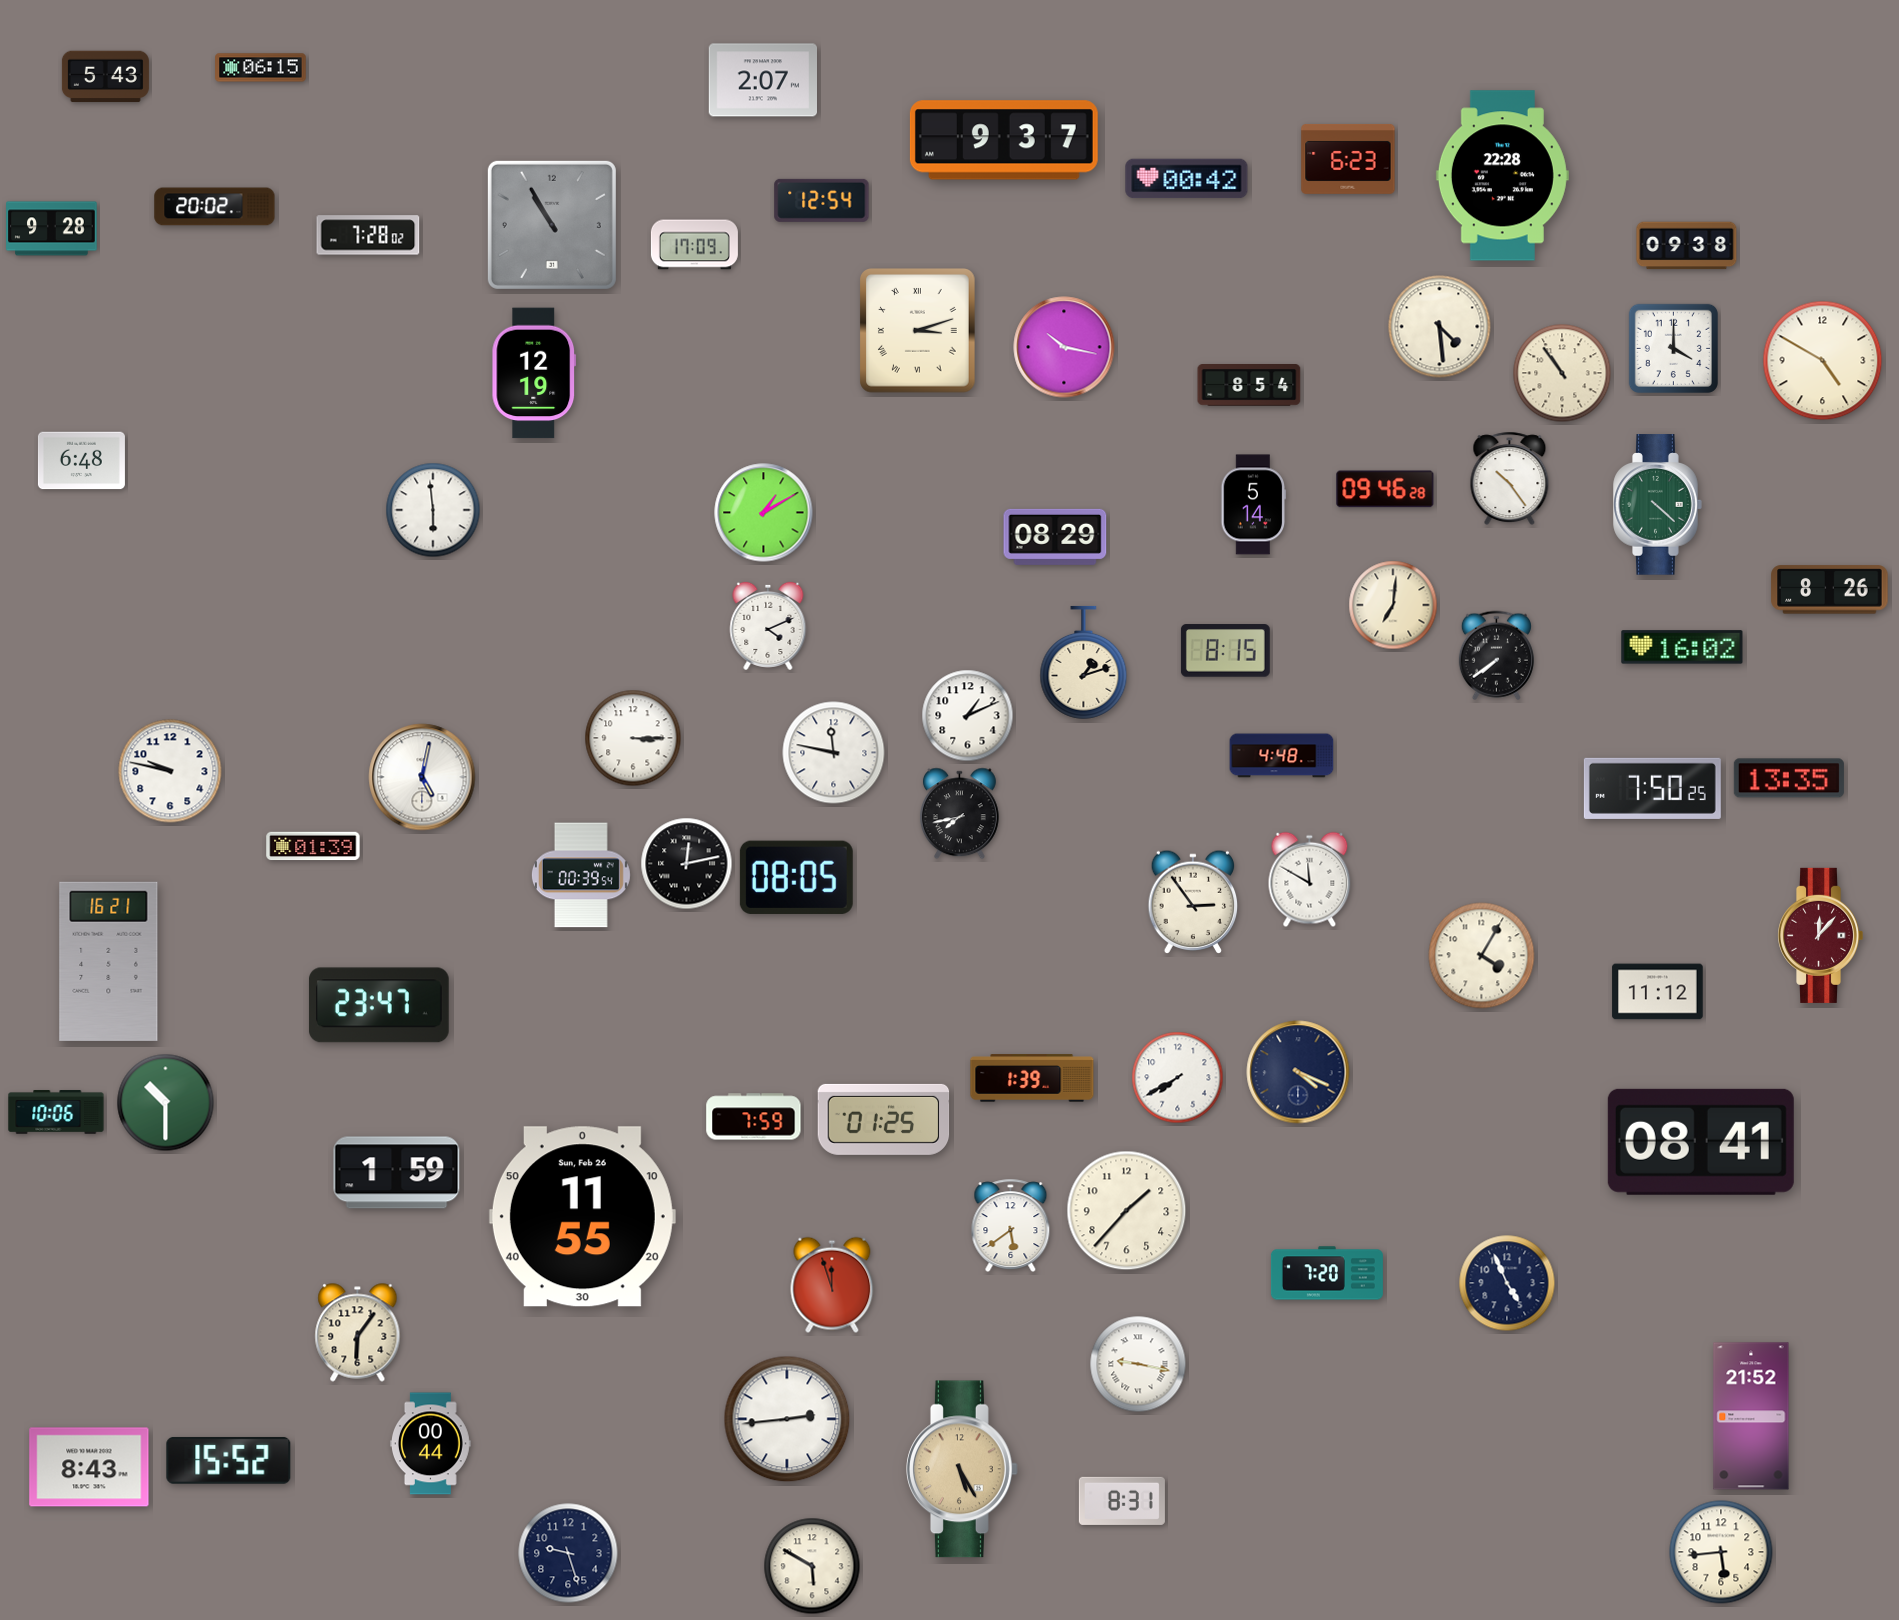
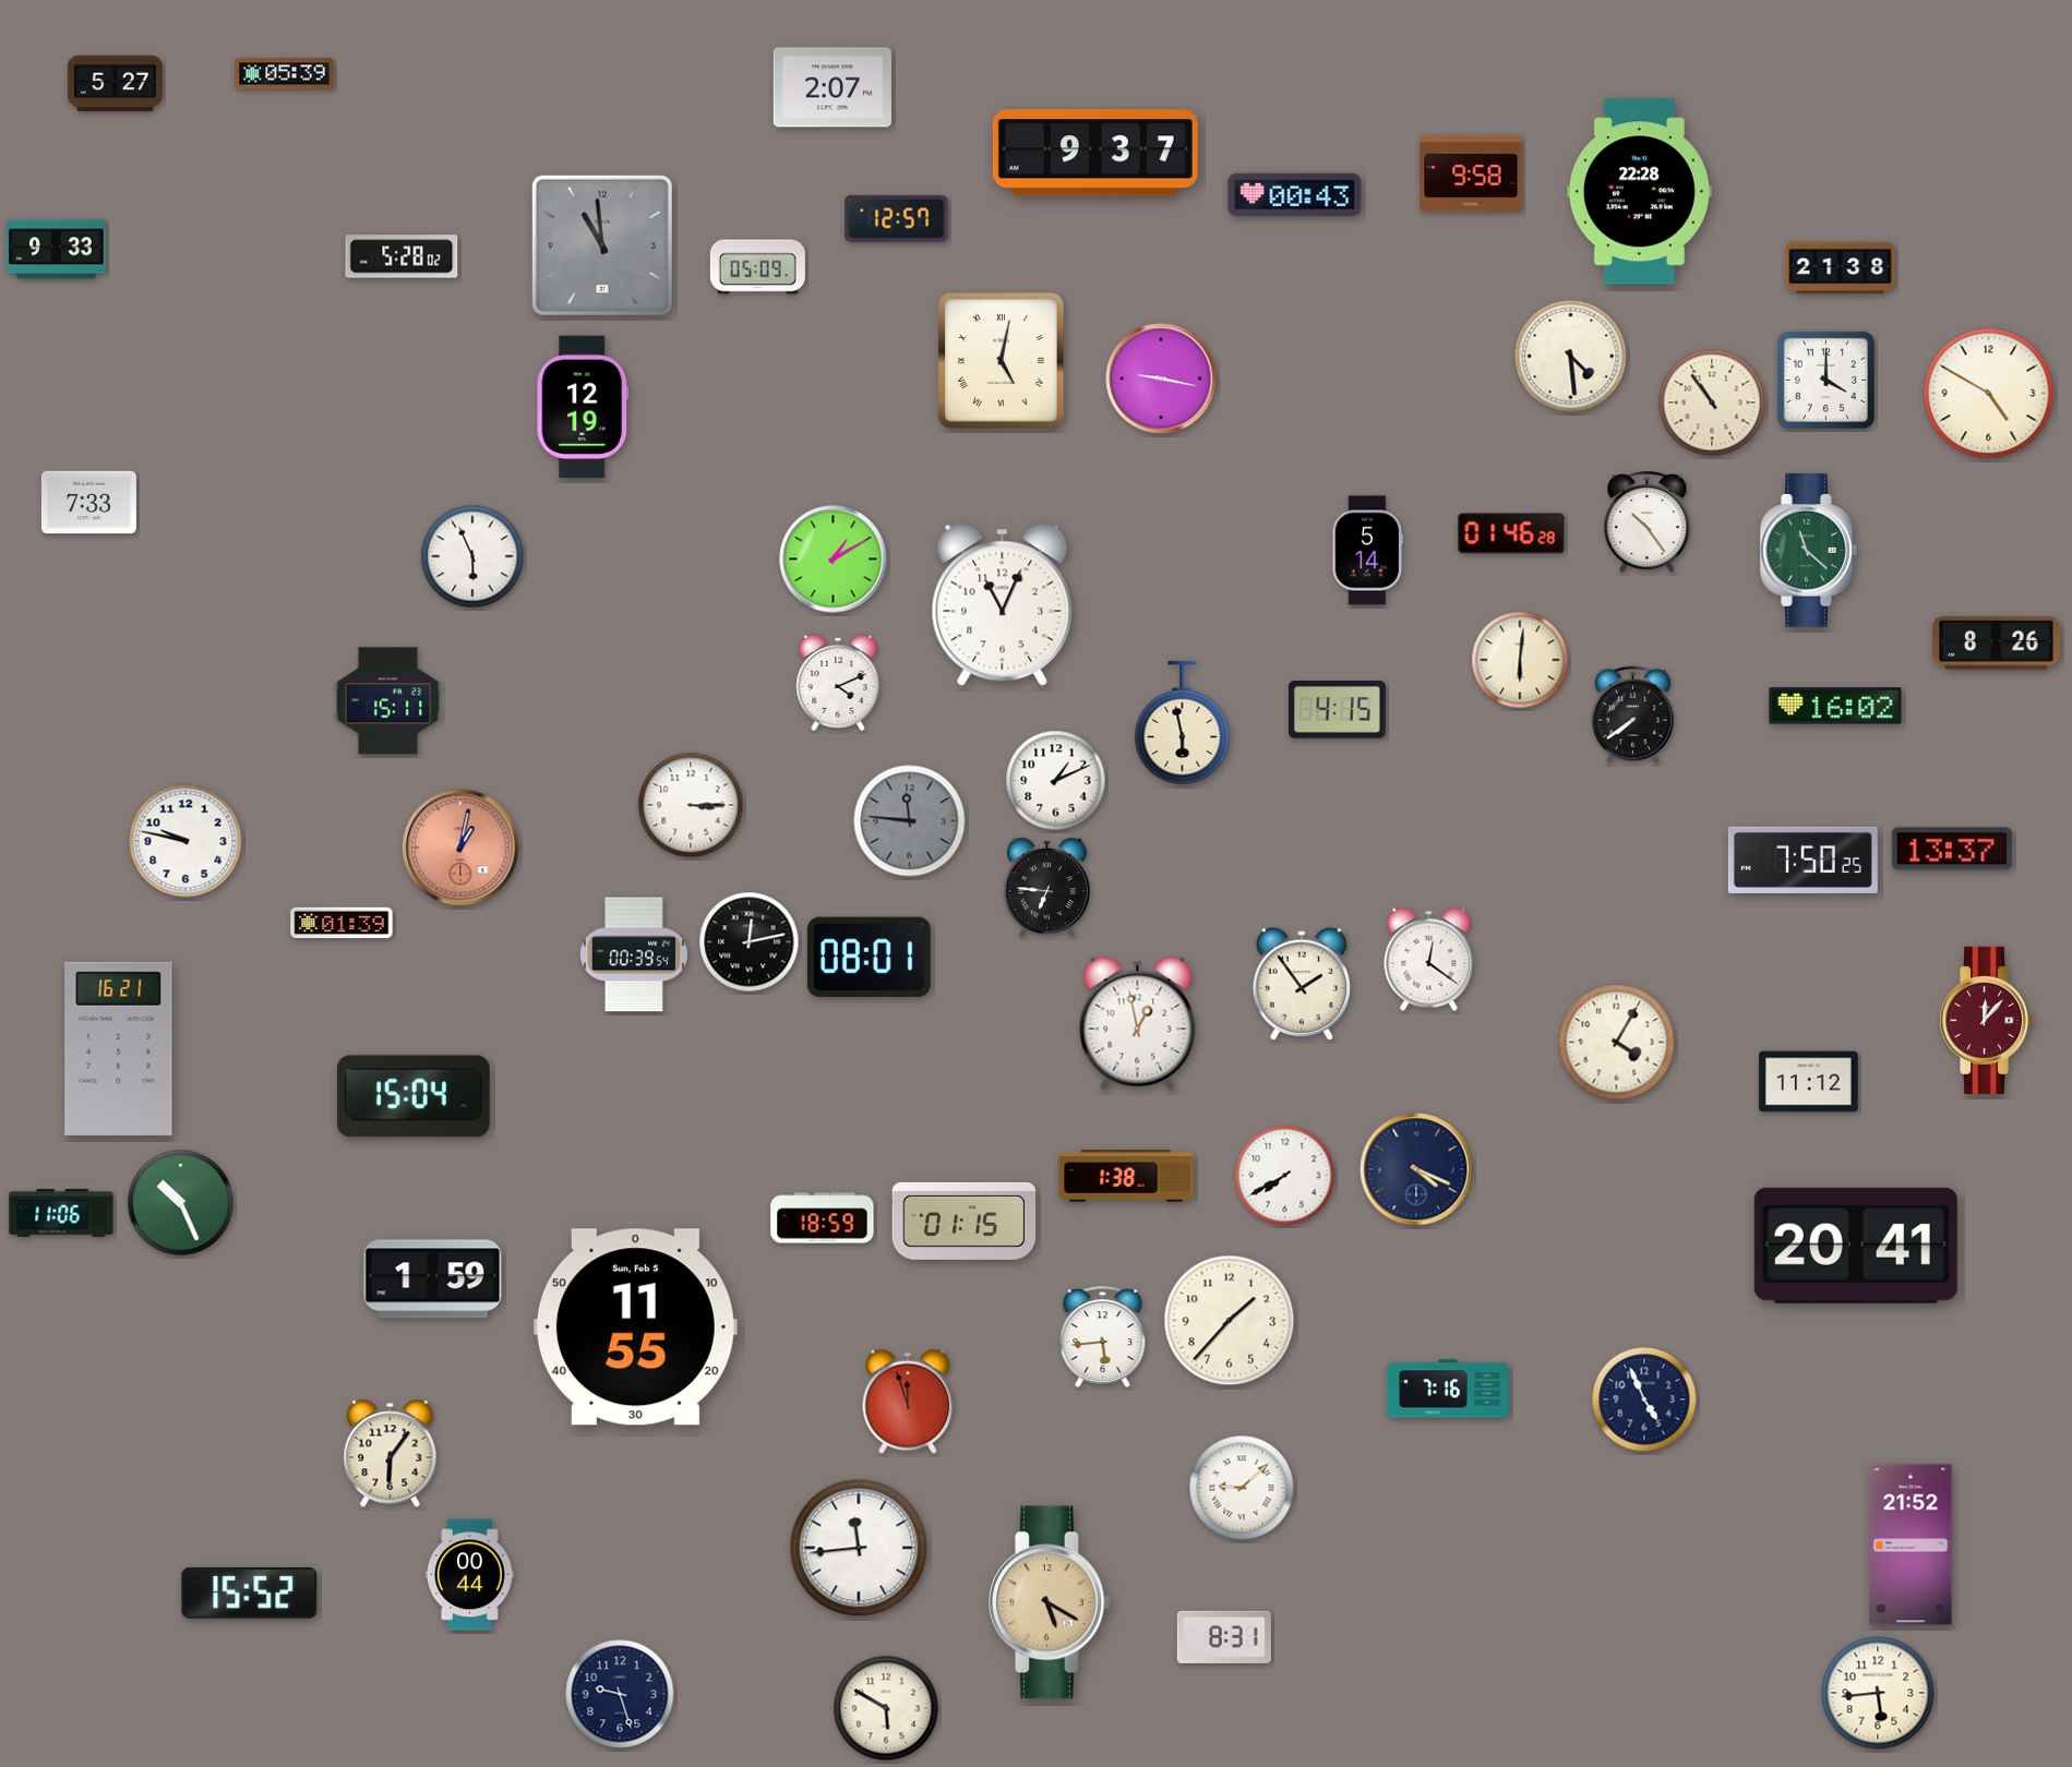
clock at (261, 68): 06:15 -> 05:39
clock at (105, 77): 5:43 -> 5:27
clock at (1348, 159): 6:23 -> 9:58
clock at (1187, 179): 00:42 -> 00:43
clock at (822, 200): 12:54 -> 12:57
clock at (215, 207): 20:02 -> none
clock at (552, 225): 10:55 -> 10:59
clock at (52, 229): 9:28 -> 9:33
clock at (368, 235): 7:28 -> 5:28
clock at (694, 245): 17:09 -> 05:09
clock at (1687, 246): 09:38 -> 21:38
clock at (918, 331): 3:12 -> 5:02
clock at (1064, 347): 10:17 -> 9:17
clock at (1562, 373) position: (1562, 373) -> (1712, 402)
clock at (1249, 386): 8:54 -> none
clock at (81, 461): 6:48 -> 7:33
clock at (1385, 489): 09:46 -> 01:46
clock at (1658, 505): 4:22 -> 11:22
clock at (433, 510): 5:59 -> 5:56
clock at (1055, 537): 08:29 -> none
clock at (1003, 604): none -> 11:04
clock at (1393, 605): 7:01 -> 6:01
clock at (387, 701): none -> 15:11
clock at (1225, 651): 8:15 -> 4:15
clock at (1084, 662): 1:12 -> 5:58
clock at (834, 753): 11:47 -> 11:46
clock at (834, 753) dial: white -> grey
clock at (1282, 756): 4:48 -> none
clock at (422, 777): 5:02 -> 1:02
clock at (422, 777) dial: white -> salmon
clock at (1789, 778): 13:35 -> 13:37
clock at (959, 814): 7:43 -> 6:46
clock at (796, 877): 08:05 -> 08:01
clock at (1310, 880): 11:50 -> 12:21
clock at (1193, 901): 2:54 -> 1:54
clock at (1138, 1023): none -> 12:58
clock at (379, 1005): 23:47 -> 15:04
clock at (1032, 1078): 1:39 -> 1:38
clock at (166, 1103): 10:30 -> 10:26
clock at (56, 1112): 10:06 -> 11:06
clock at (754, 1117): 7:59 -> 18:59
clock at (884, 1119): 01:25 -> 01:15
clock at (1701, 1142): 08:41 -> 20:41
clock at (582, 1217) date: Sun, Feb 26 -> Sun, Feb 5
clock at (1011, 1225): 5:39 -> 5:44
clock at (1327, 1273): 7:20 -> 7:16
clock at (1138, 1364): 9:17 -> 9:08
clock at (787, 1419): 2:44 -> 11:44
clock at (89, 1467): 8:43 -> none
clock at (963, 1469): 5:25 -> 5:20
